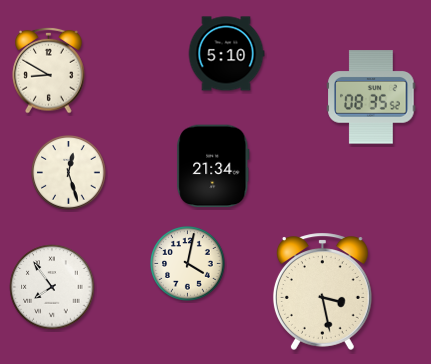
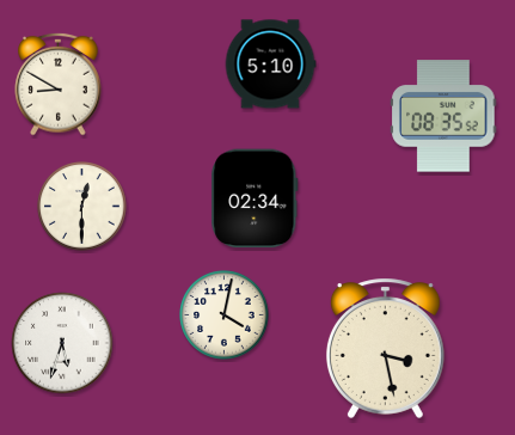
clock at (213, 166): 21:34 -> 02:34
clock at (69, 173): 12:27 -> 12:30
clock at (52, 287): 7:54 -> 5:33
